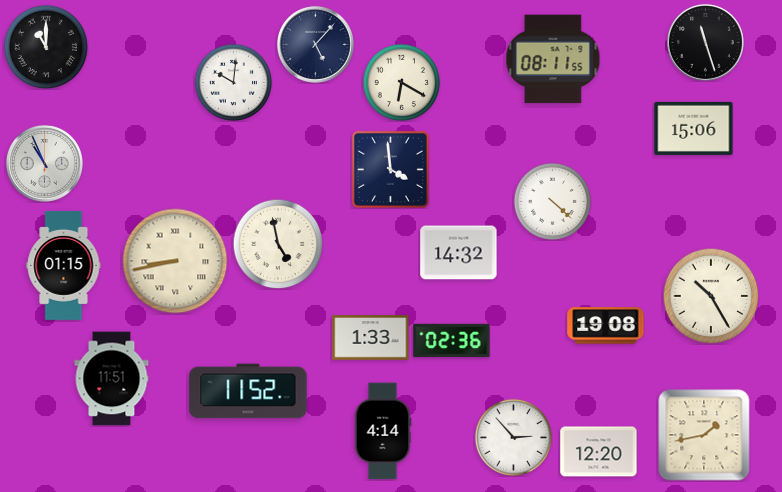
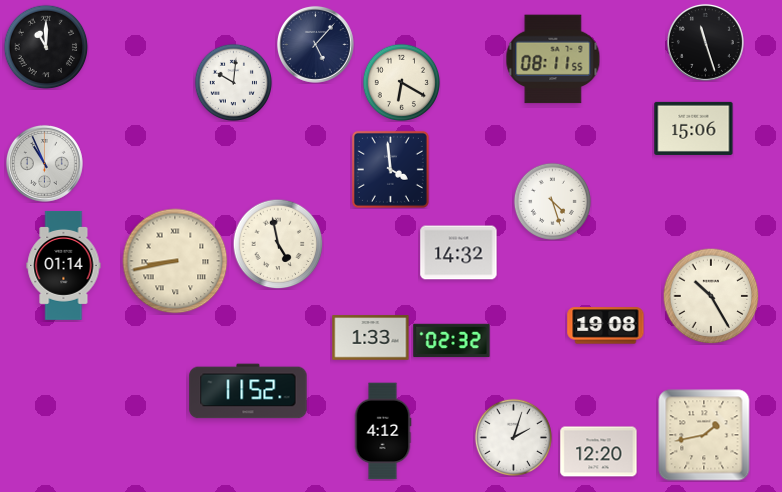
clock at (552, 201): 4:22 -> 4:27
clock at (64, 265): 01:15 -> 01:14
clock at (452, 341): 02:36 -> 02:32
clock at (112, 379): 11:51 -> none
clock at (383, 431): 4:14 -> 4:12
clock at (513, 437): 2:53 -> 2:03
